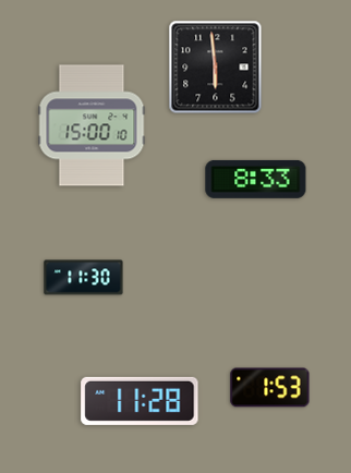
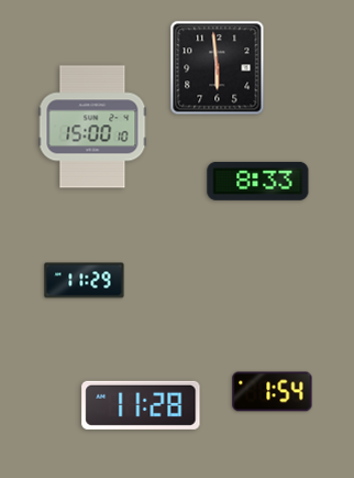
clock at (84, 278): 11:30 -> 11:29
clock at (270, 388): 1:53 -> 1:54
